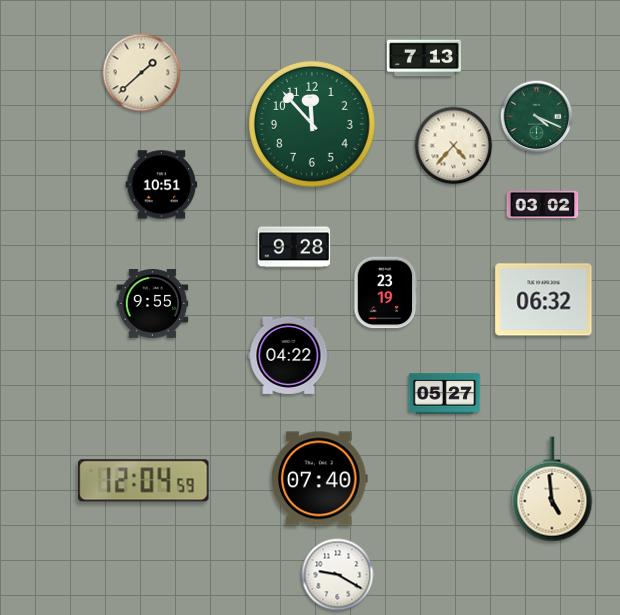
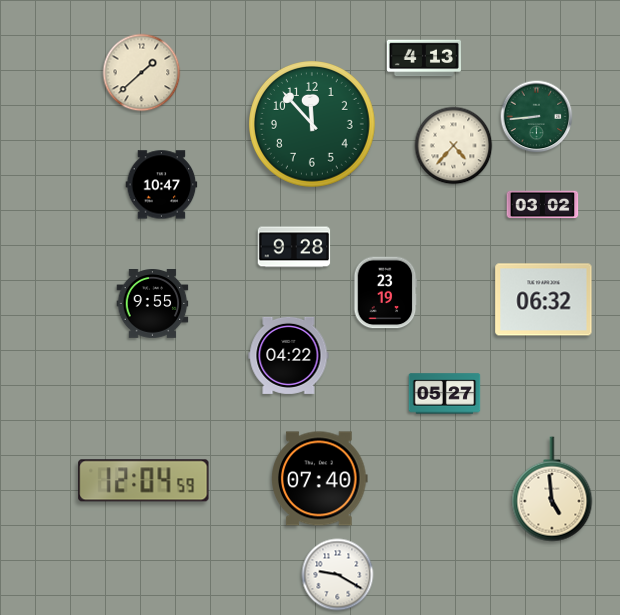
clock at (424, 58): 7:13 -> 4:13
clock at (537, 117): 4:19 -> 8:44
clock at (162, 185): 10:51 -> 10:47
